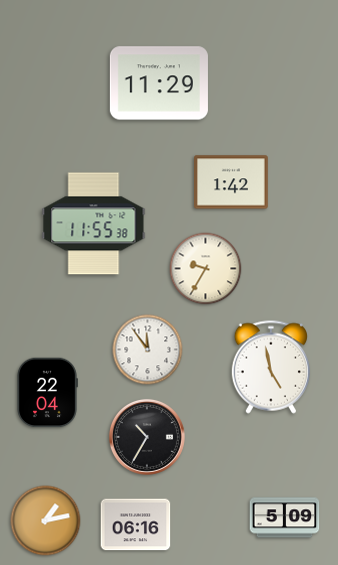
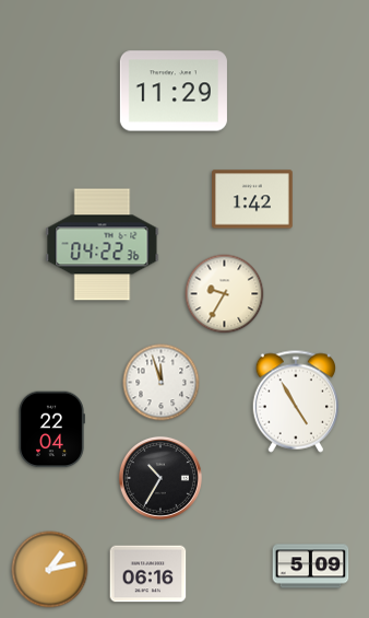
clock at (94, 224): 11:55 -> 04:22
clock at (148, 350): 11:54 -> 11:57
clock at (270, 367): 4:58 -> 4:55
